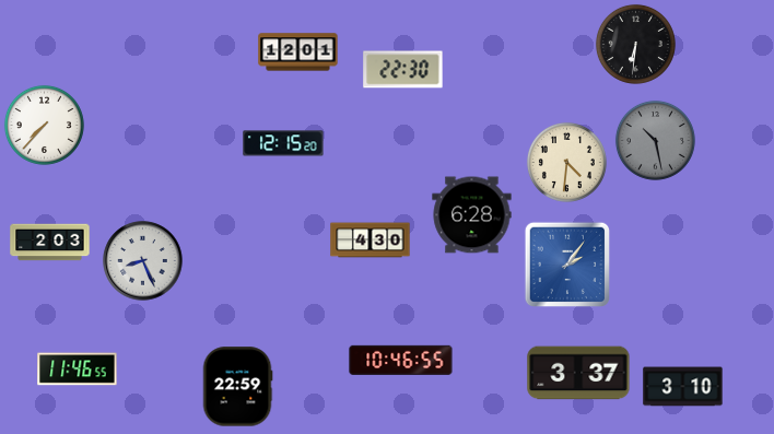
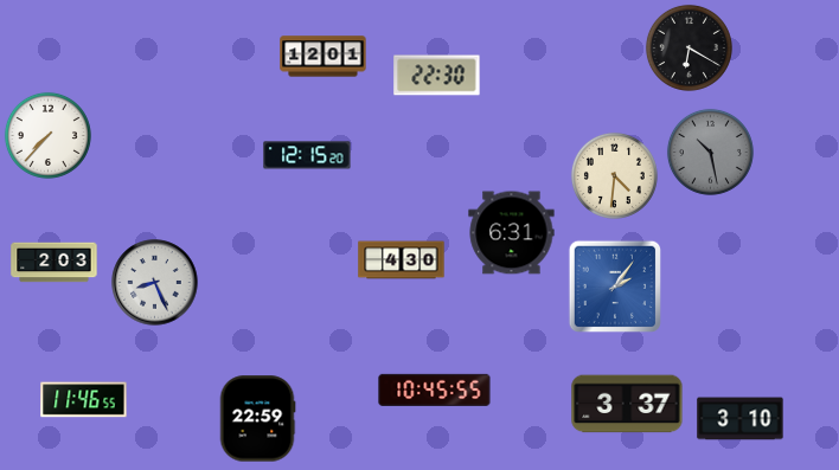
clock at (635, 44): 6:31 -> 6:20
clock at (472, 215): 6:28 -> 6:31
clock at (401, 360): 10:46 -> 10:45
